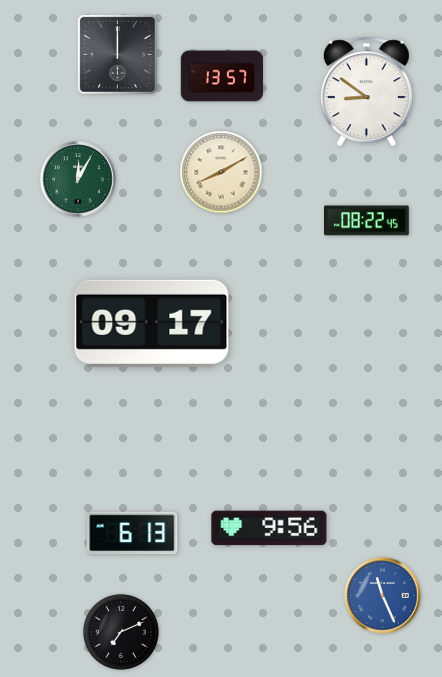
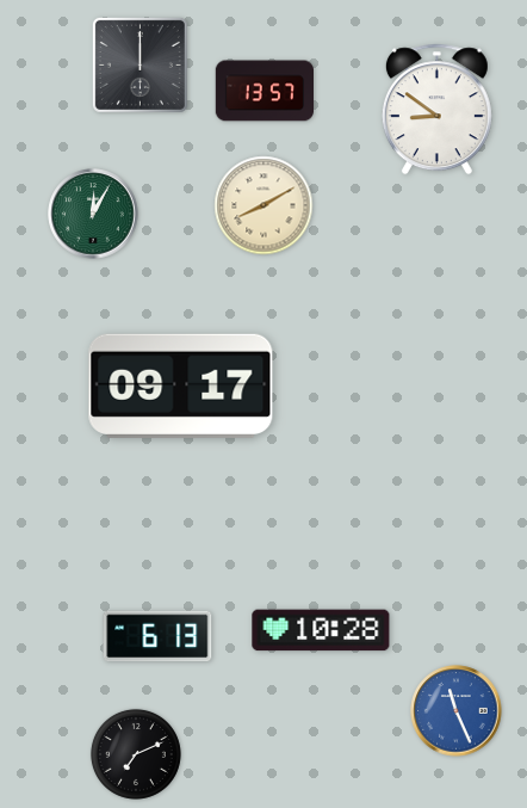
clock at (367, 221): 08:22 -> none
clock at (269, 528): 9:56 -> 10:28
clock at (121, 632) position: (121, 632) -> (136, 754)
